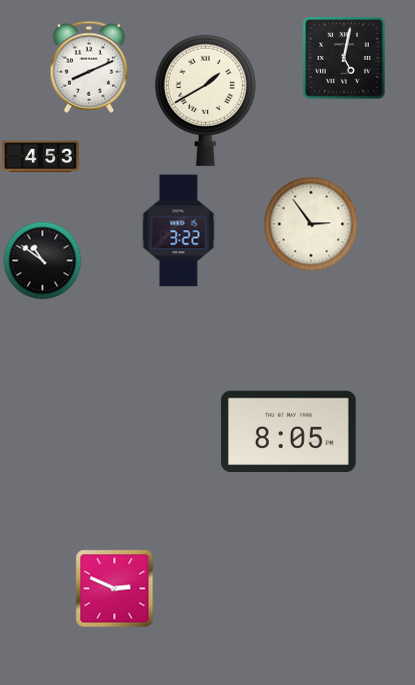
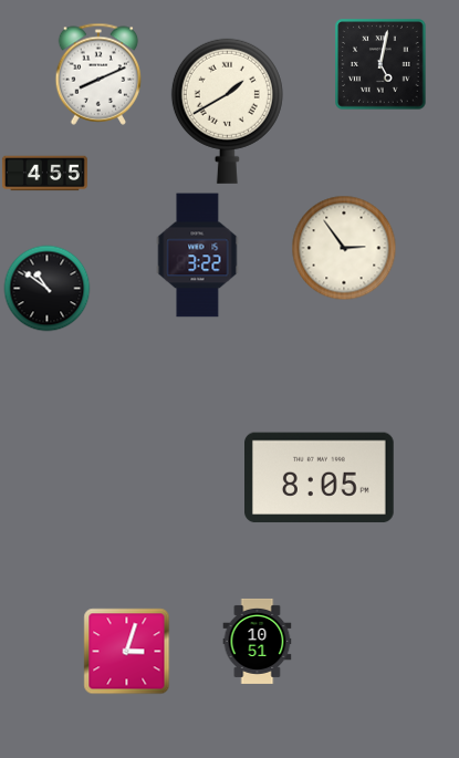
clock at (40, 157): 4:53 -> 4:55
clock at (258, 641): none -> 10:51
clock at (114, 588): 2:49 -> 3:03
